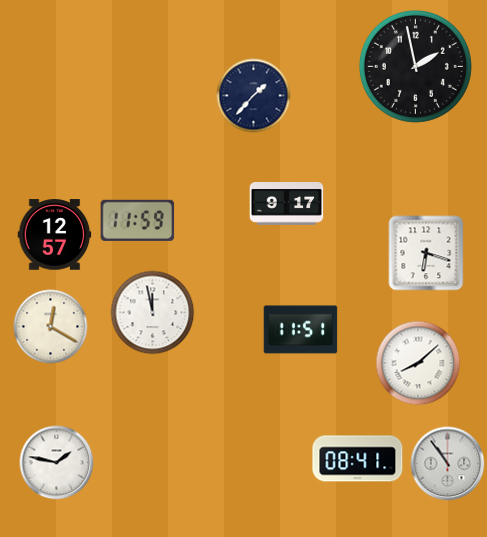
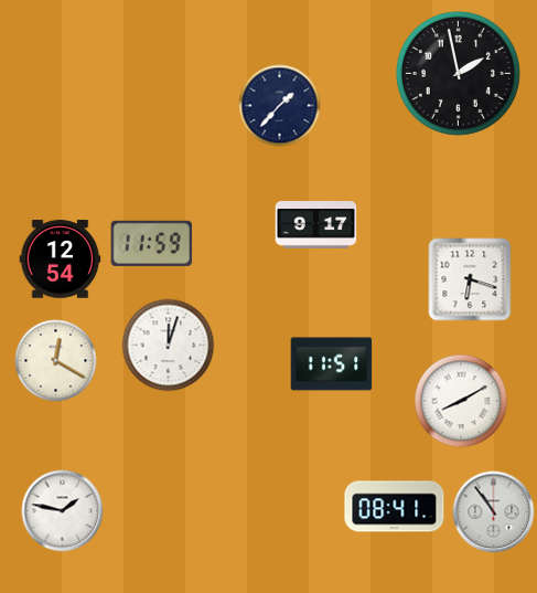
clock at (55, 235): 12:57 -> 12:54
clock at (153, 313): 11:58 -> 12:03
clock at (418, 363): 8:08 -> 8:10
